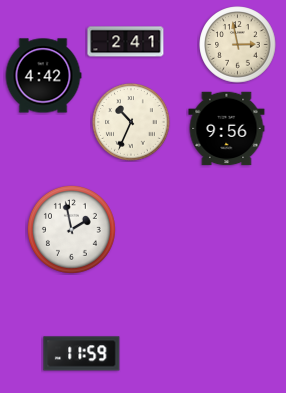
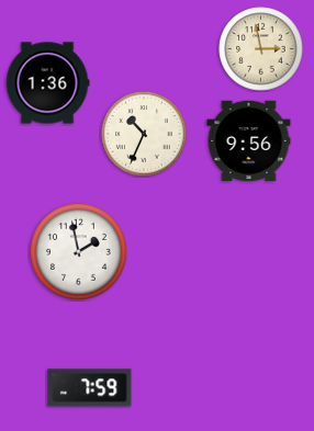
clock at (126, 42): 2:41 -> none
clock at (43, 76): 4:42 -> 1:36
clock at (82, 354): 11:59 -> 7:59
